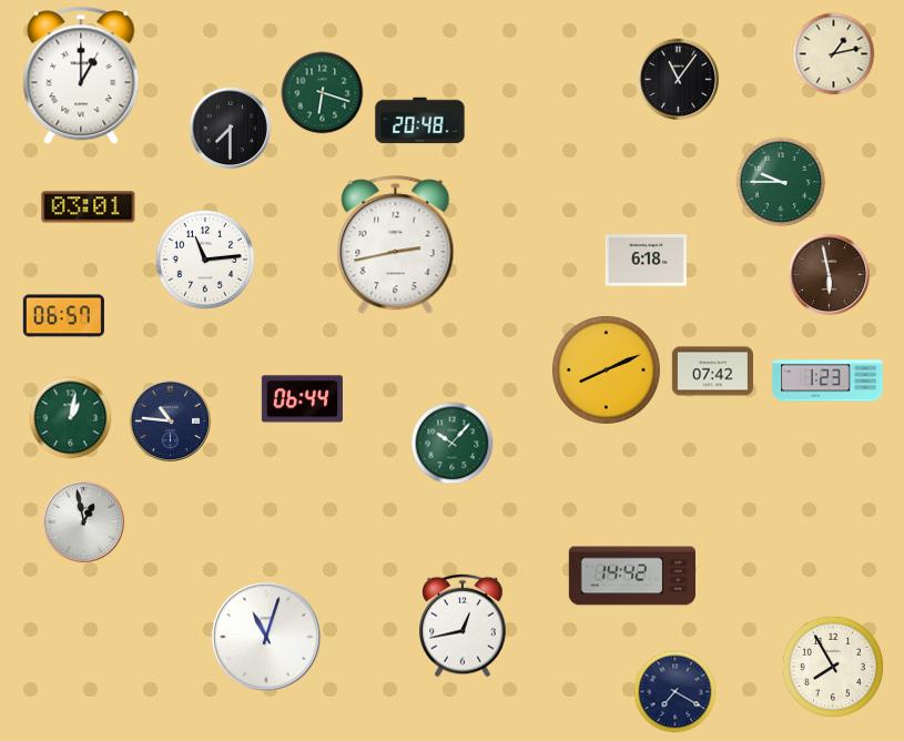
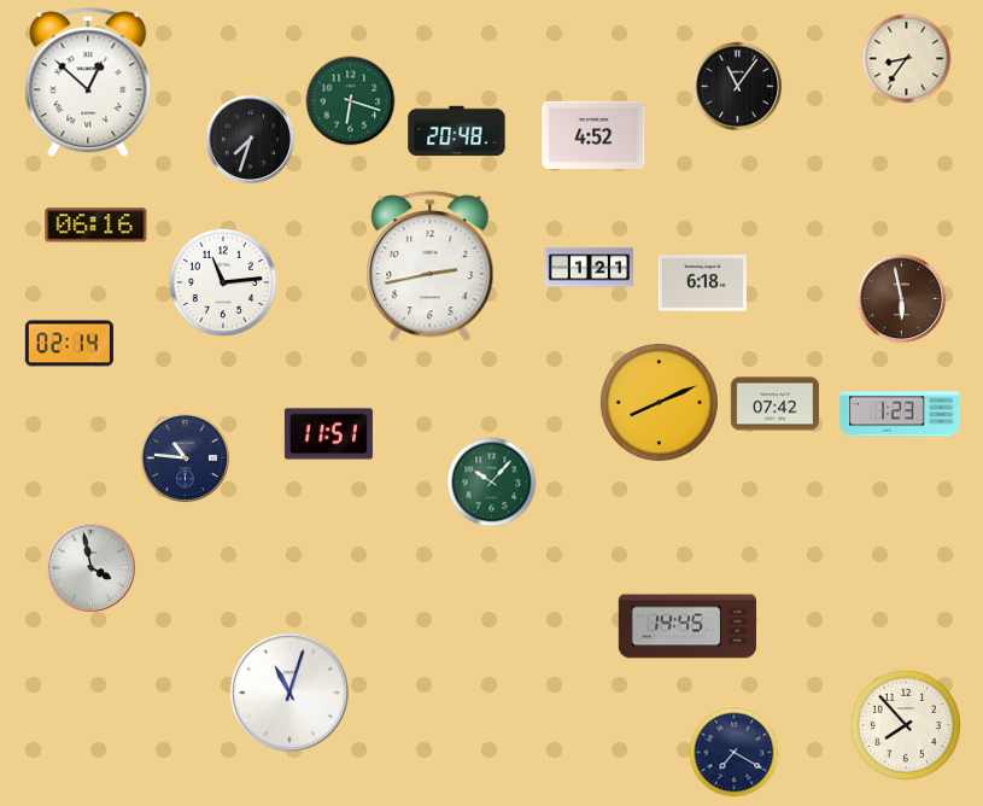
clock at (834, 54): 1:13 -> 8:36
clock at (81, 75): 1:00 -> 12:52
clock at (593, 135): none -> 4:52
clock at (231, 129): 7:30 -> 7:33
clock at (781, 182): 9:45 -> none
clock at (89, 207): 03:01 -> 06:16
clock at (589, 268): none -> 1:21
clock at (63, 316): 06:57 -> 02:14
clock at (302, 399): 06:44 -> 11:51
clock at (71, 418): 1:02 -> none
clock at (84, 522): 12:58 -> 3:58
clock at (631, 576): 14:42 -> 14:45
clock at (463, 626): 12:43 -> none
clock at (833, 667): 7:55 -> 7:53
